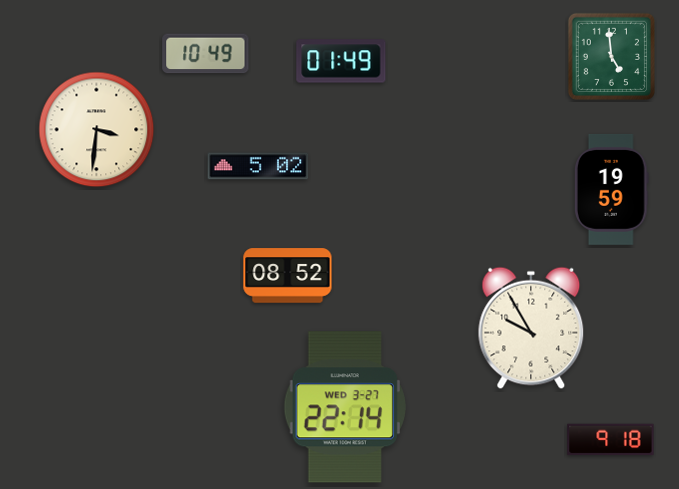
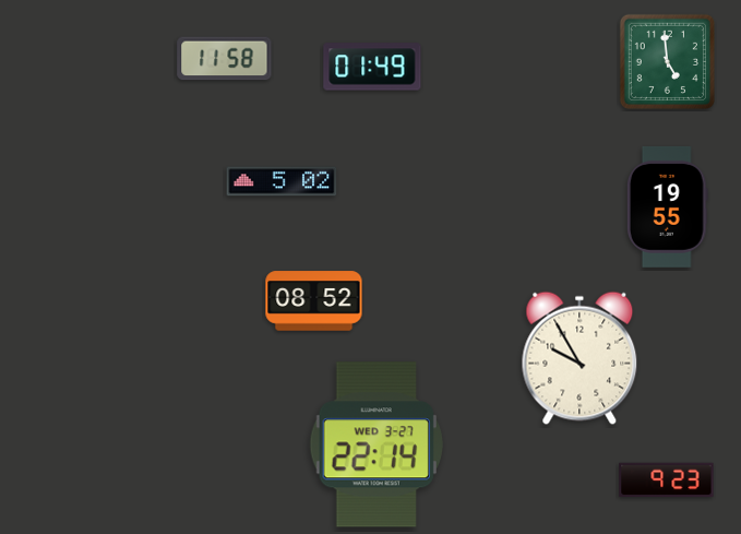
clock at (206, 54): 10:49 -> 11:58
clock at (97, 130): 3:31 -> none
clock at (611, 189): 19:59 -> 19:55
clock at (611, 440): 9:18 -> 9:23
